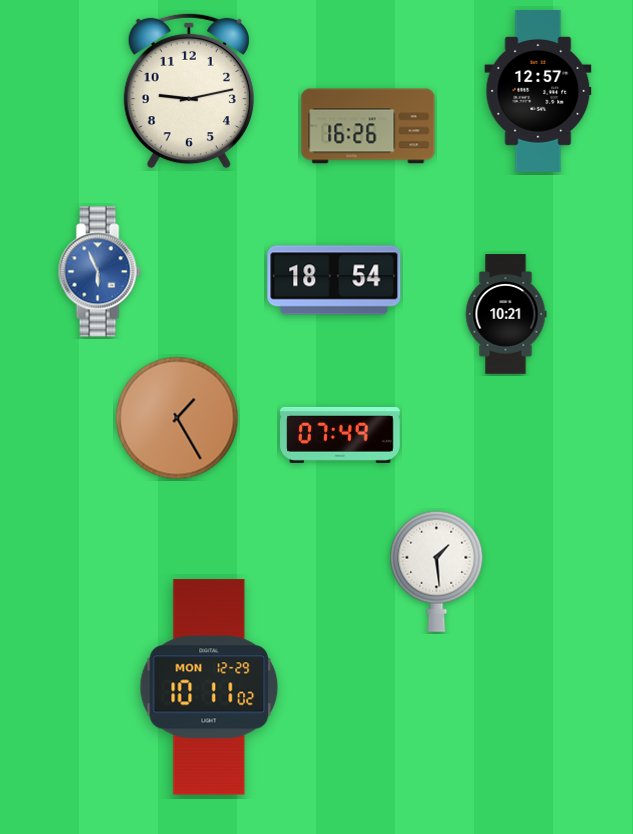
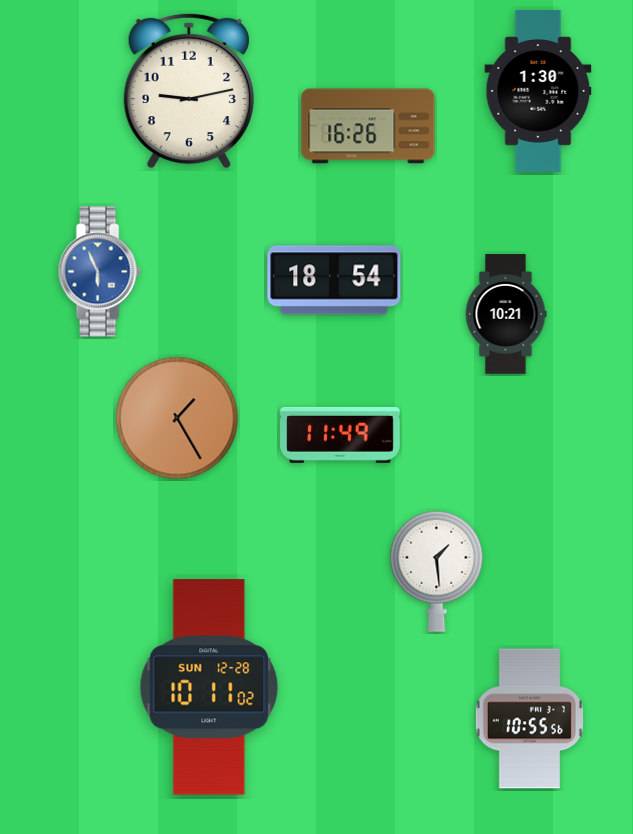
clock at (538, 91): 12:57 -> 1:30
clock at (340, 435): 07:49 -> 11:49
clock at (209, 687) date: MON 12-29 -> SUN 12-28
clock at (529, 719): none -> 10:55
